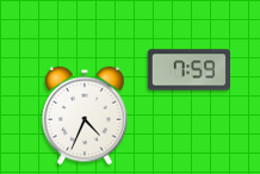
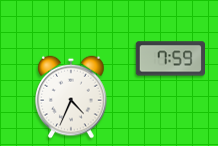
clock at (188, 70) position: (188, 70) -> (170, 59)
